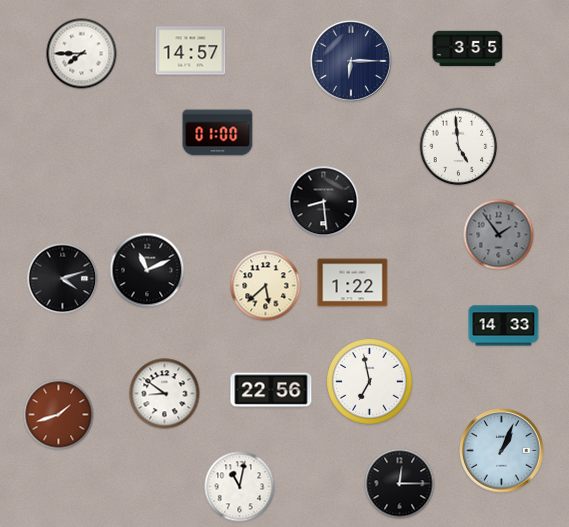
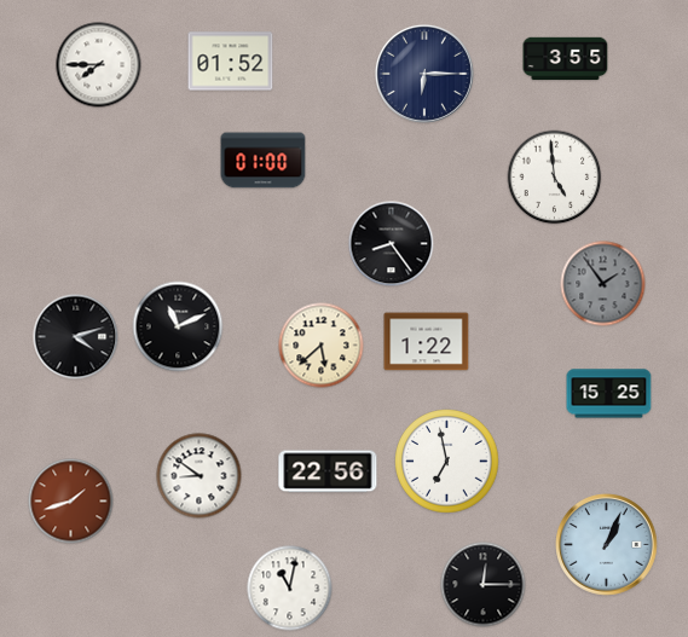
clock at (191, 51): 14:57 -> 01:52
clock at (324, 202): 8:29 -> 8:24
clock at (504, 326): 14:33 -> 15:25
